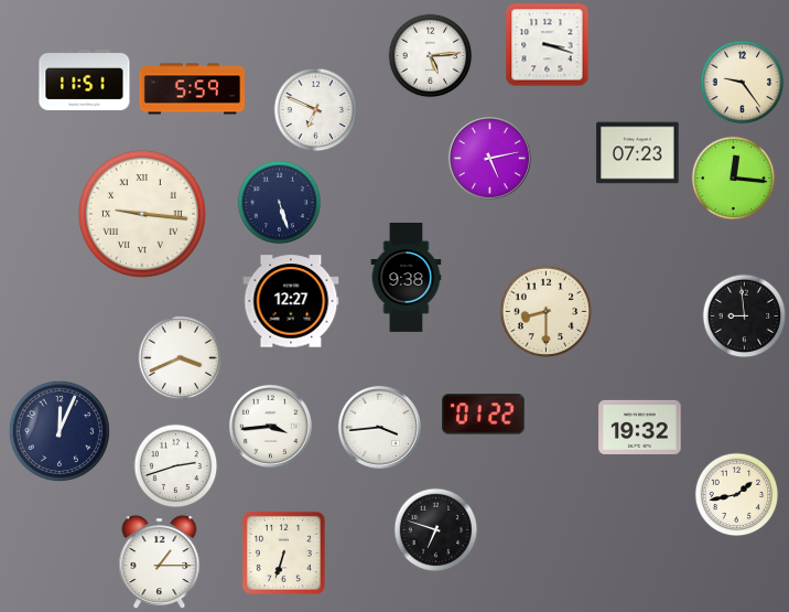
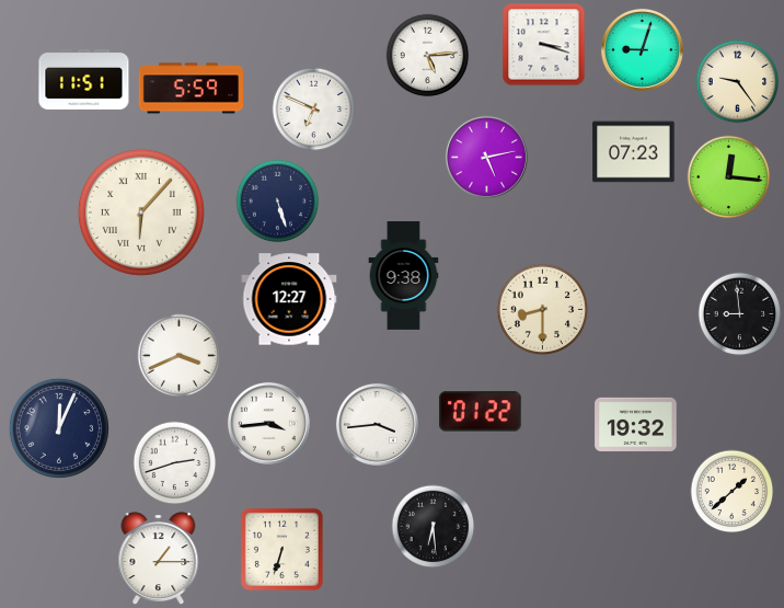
clock at (642, 49): none -> 9:03
clock at (142, 214): 9:16 -> 6:07
clock at (737, 495): 1:43 -> 1:38
clock at (436, 530): 6:48 -> 6:29
